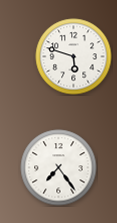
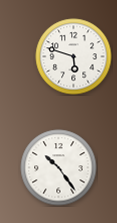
clock at (59, 168): 7:24 -> 10:24
